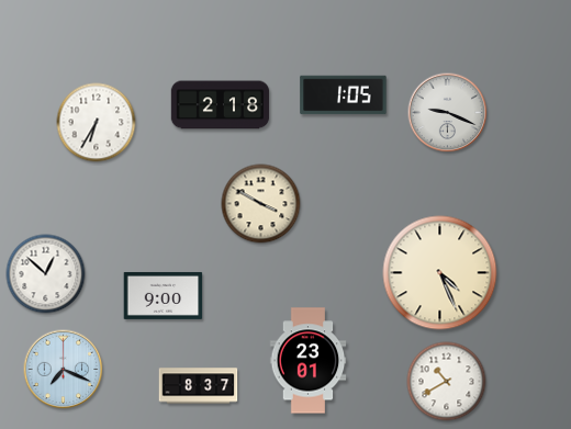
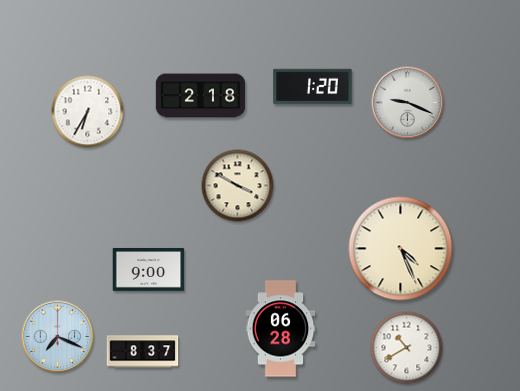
clock at (344, 95): 1:05 -> 1:20
clock at (46, 274): 12:52 -> none
clock at (309, 361): 23:01 -> 06:28
clock at (199, 386) position: (199, 386) -> (143, 352)
